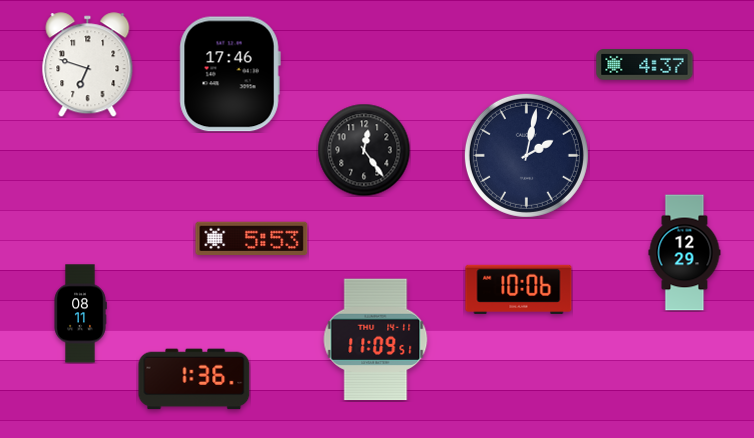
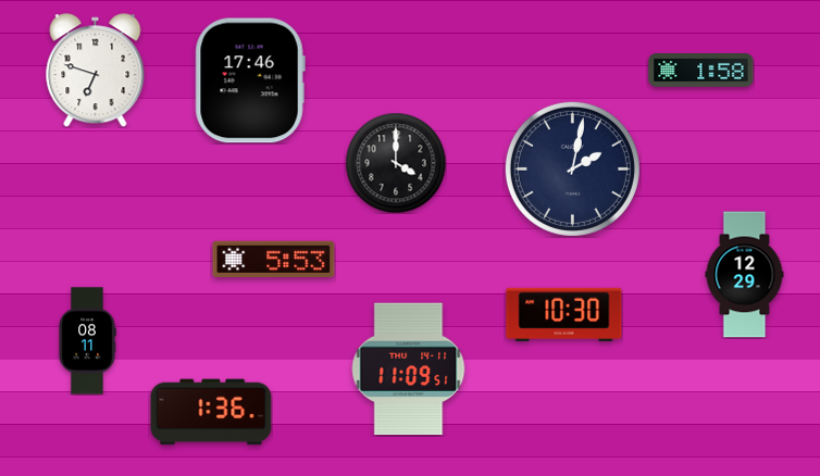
clock at (645, 65): 4:37 -> 1:58
clock at (364, 150): 12:24 -> 4:00
clock at (519, 289): 10:06 -> 10:30
